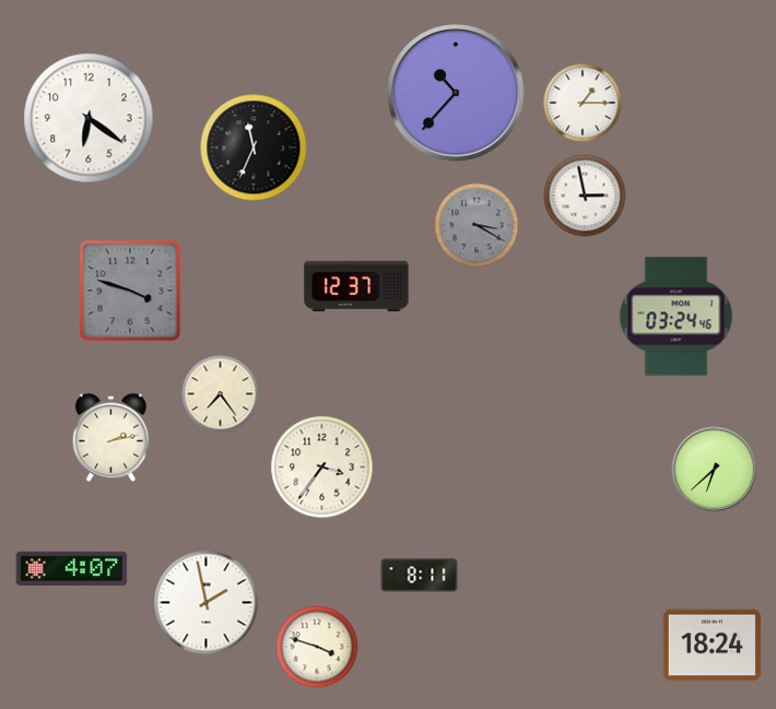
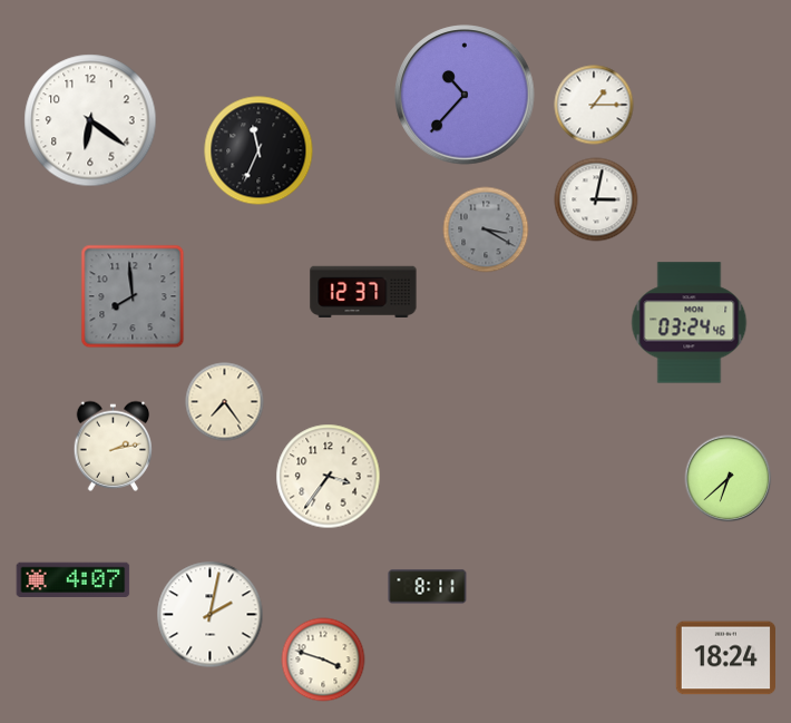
clock at (585, 196): 2:58 -> 3:02
clock at (130, 291): 3:48 -> 7:59
clock at (207, 603): 1:58 -> 2:02
